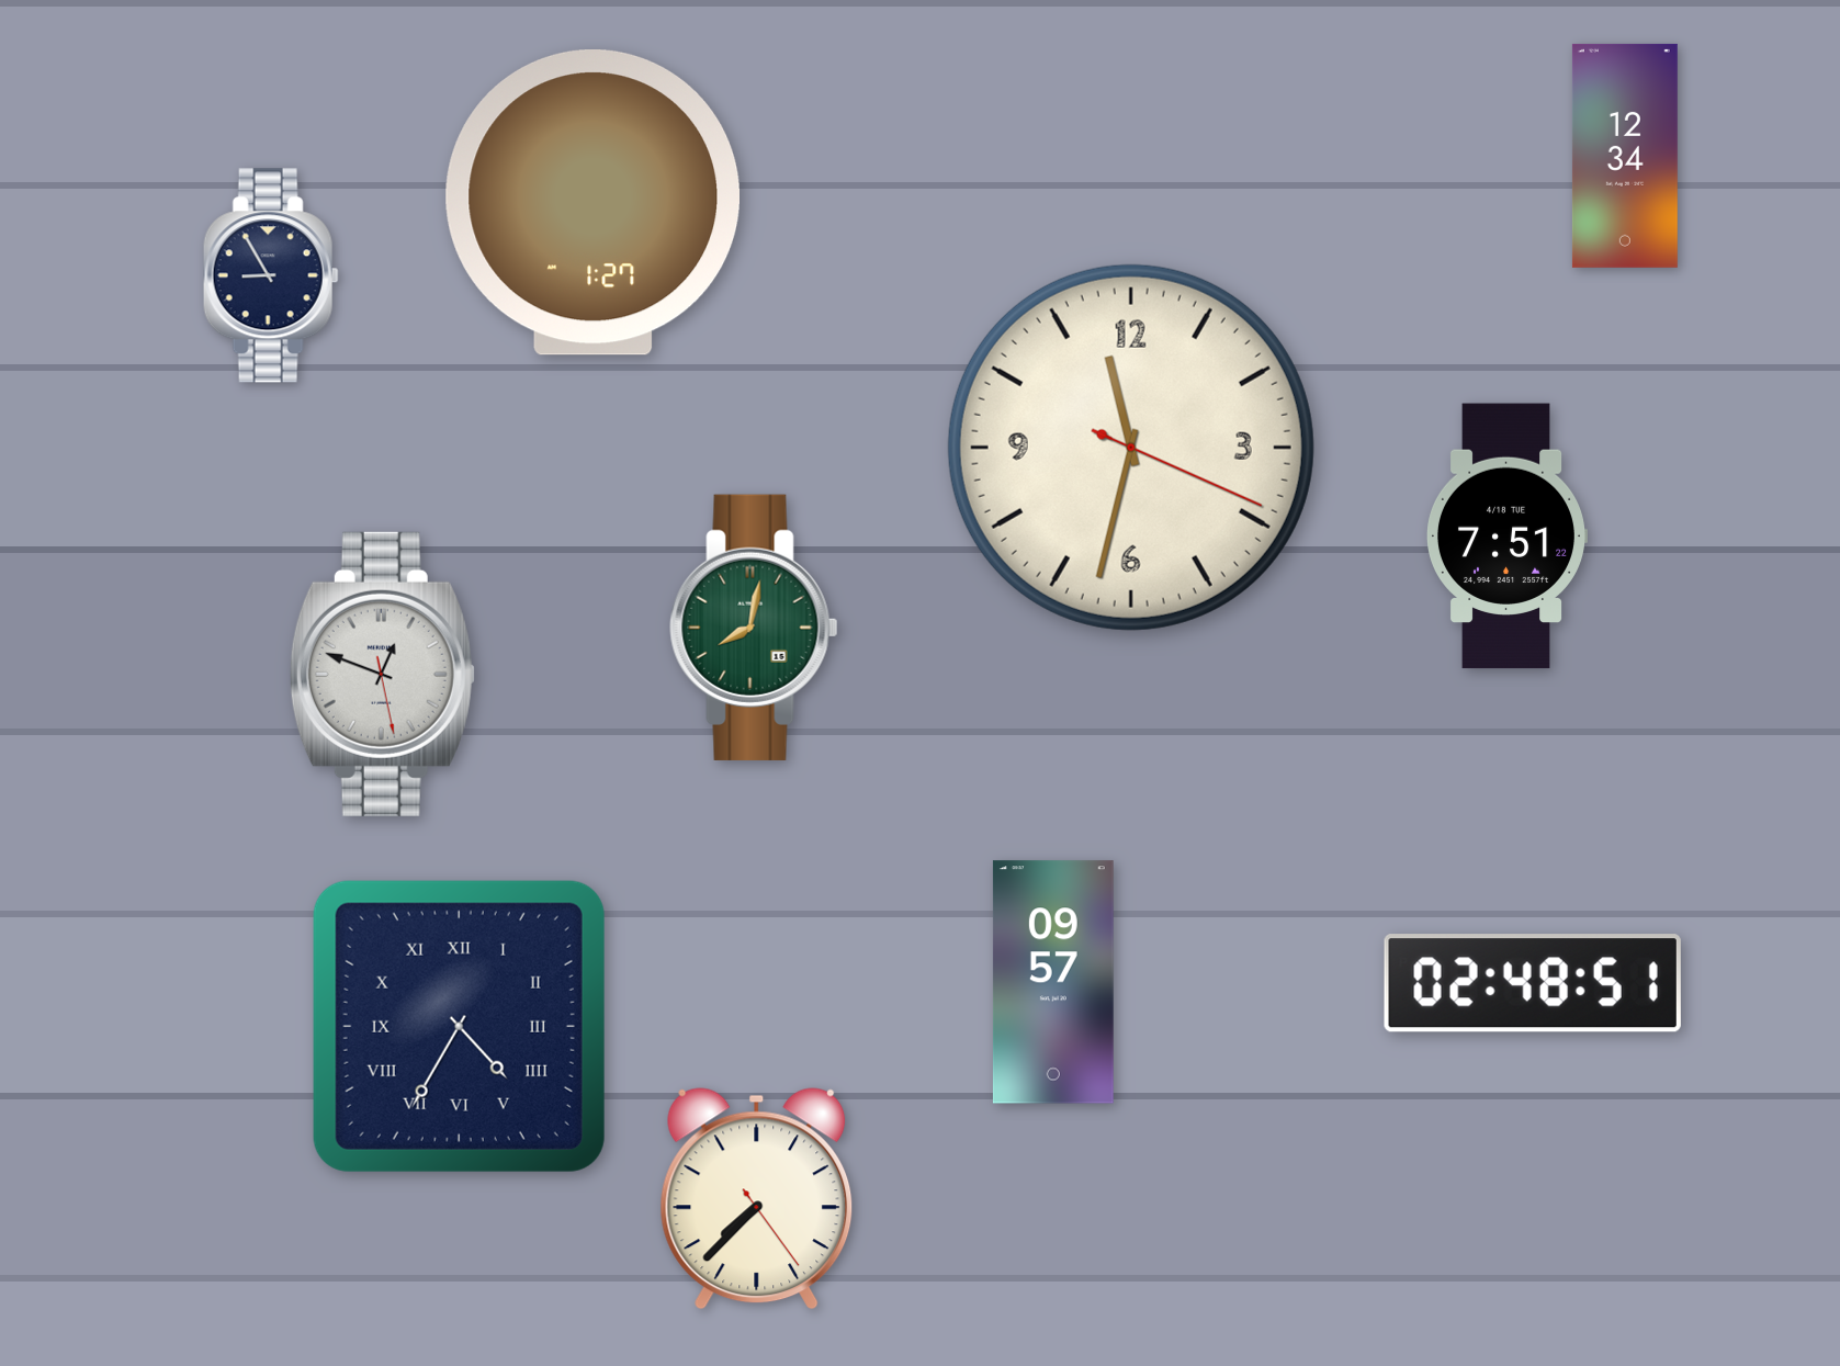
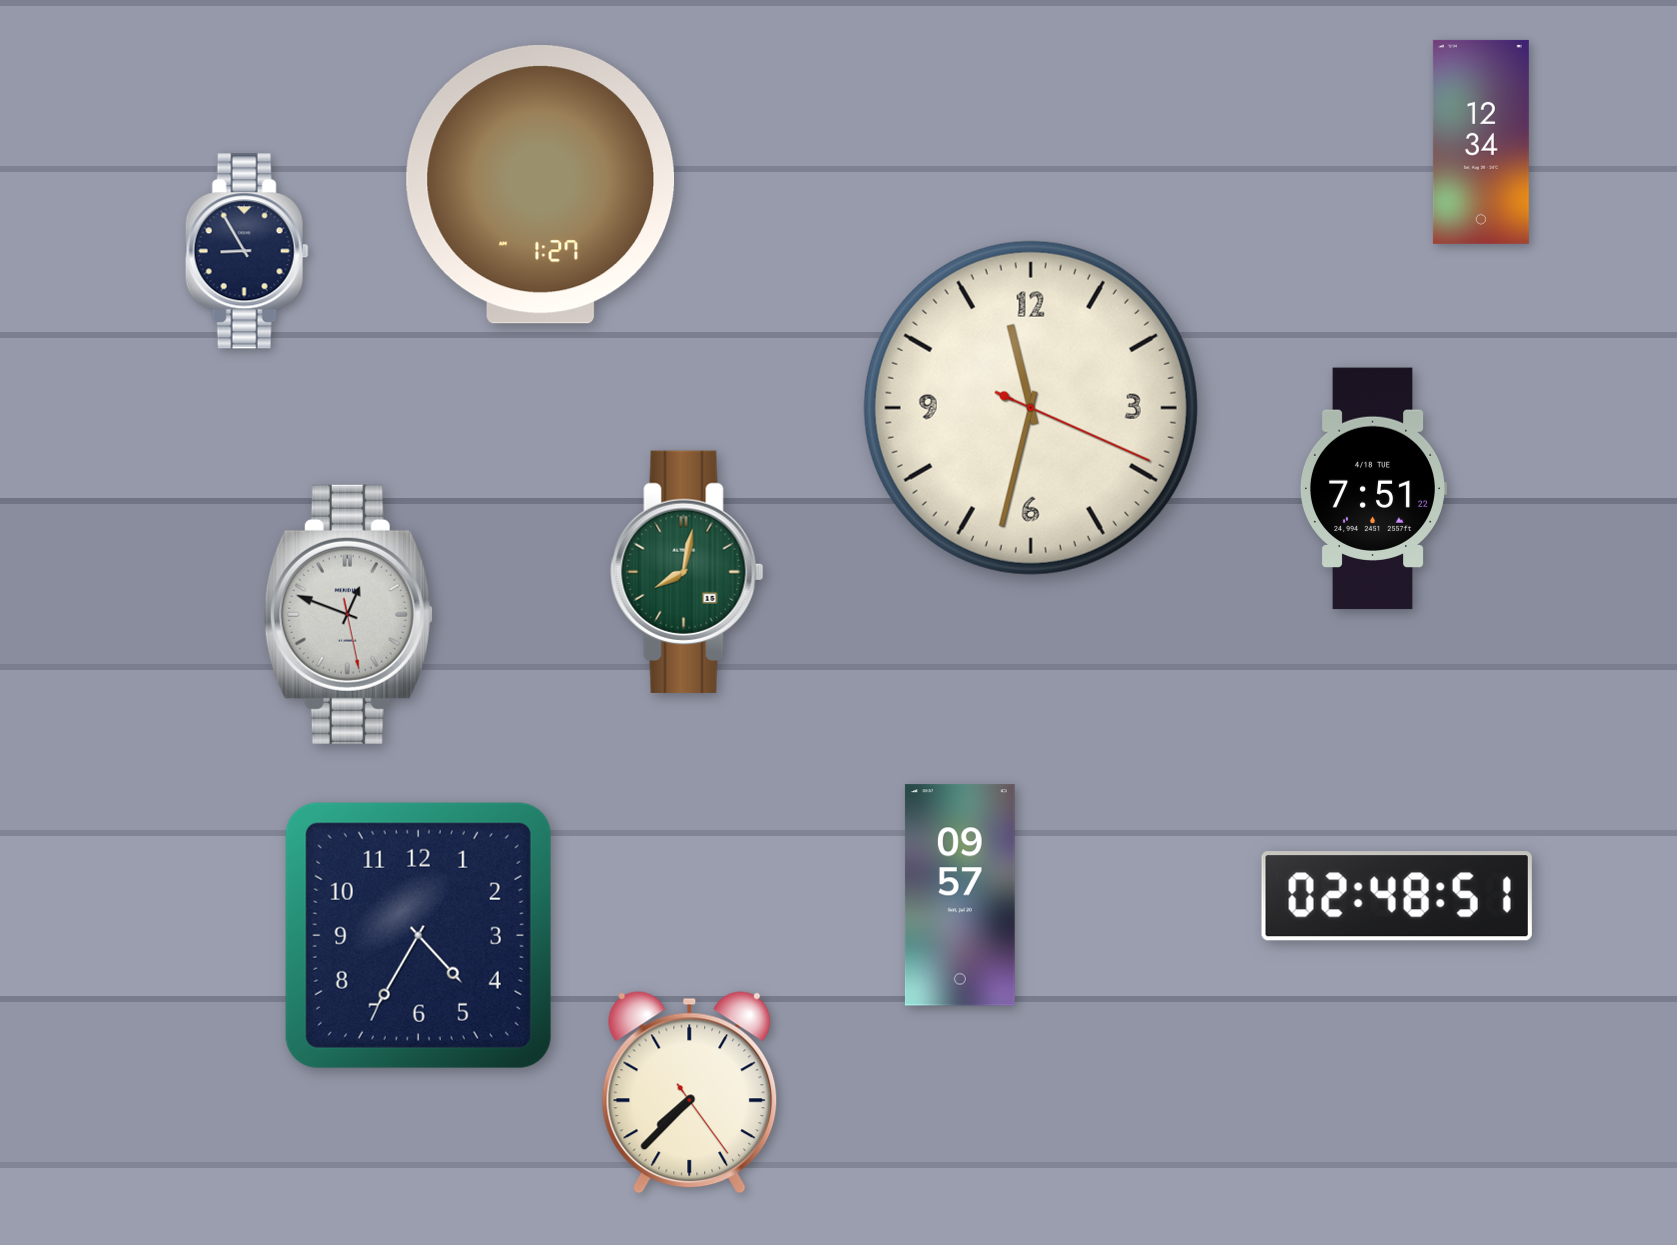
clock at (459, 1026) numerals: Roman -> Arabic
